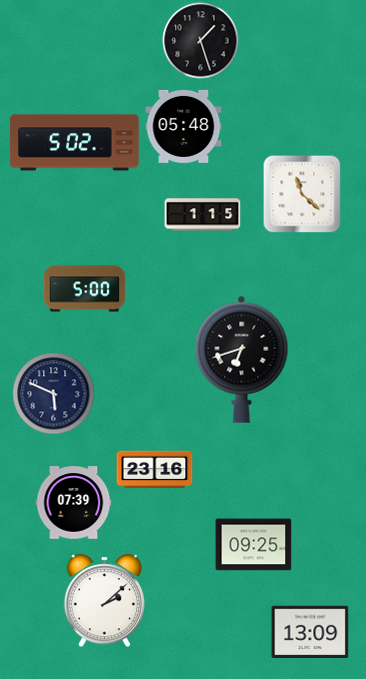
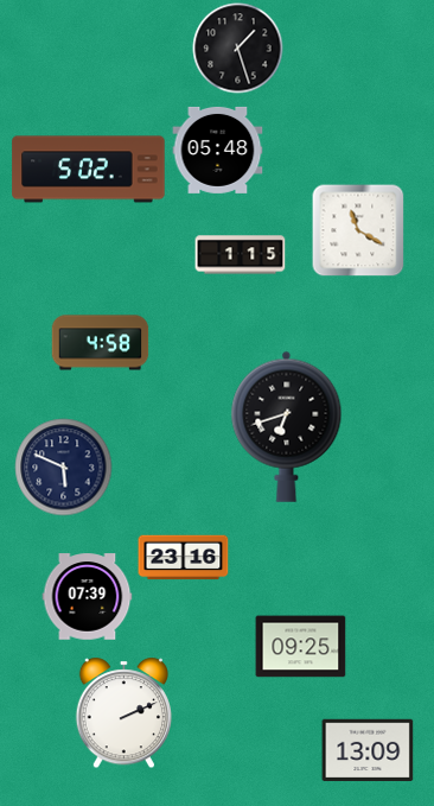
clock at (302, 194): 11:22 -> 11:20
clock at (85, 289): 5:00 -> 4:58
clock at (104, 601): 2:08 -> 2:11
